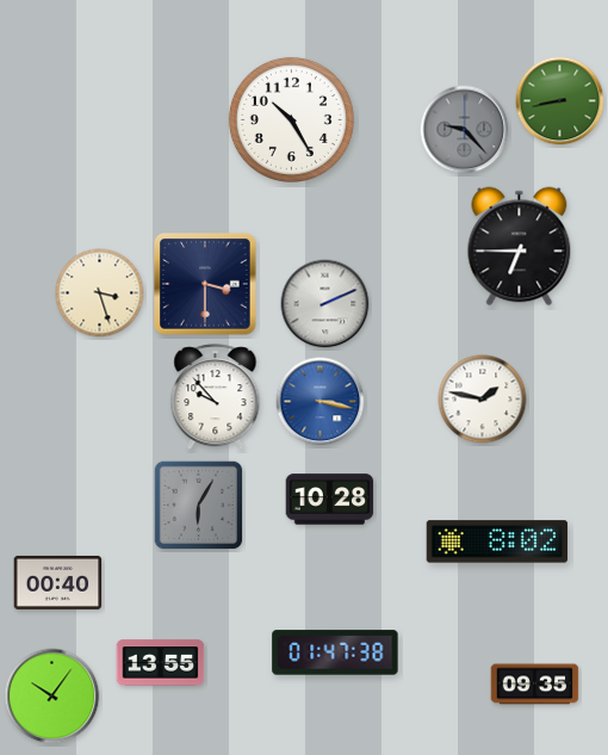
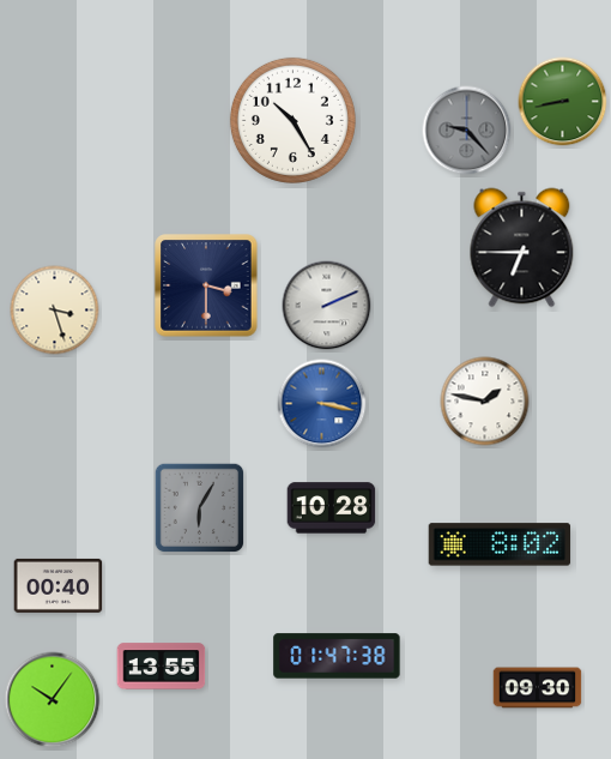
clock at (100, 293) position: (100, 293) -> (55, 311)
clock at (216, 397): 9:53 -> none
clock at (330, 500) position: (330, 500) -> (332, 508)
clock at (535, 685): 09:35 -> 09:30
